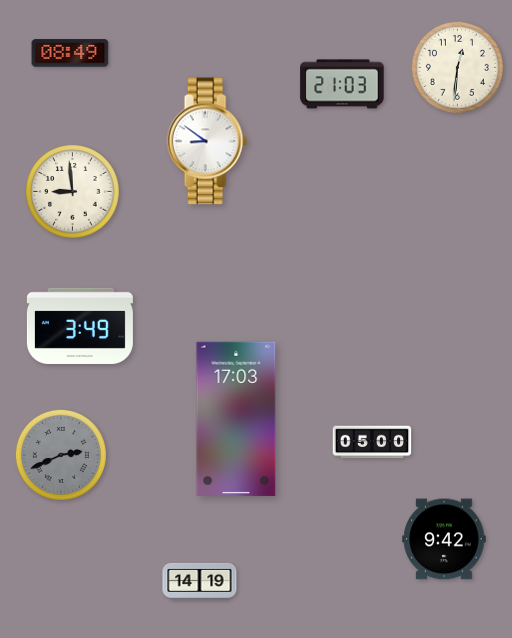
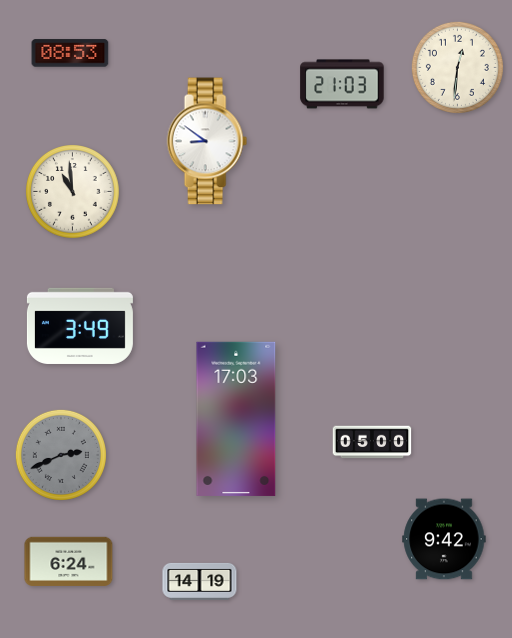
clock at (70, 53): 08:49 -> 08:53
clock at (73, 192): 8:59 -> 10:59
clock at (69, 561): none -> 6:24
